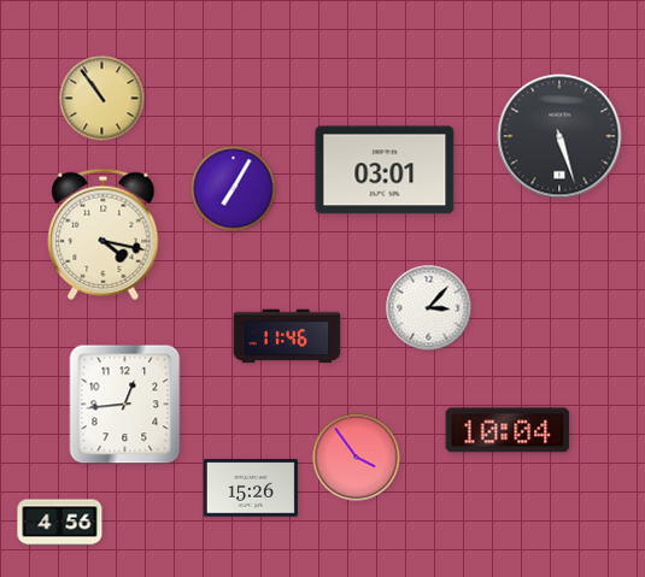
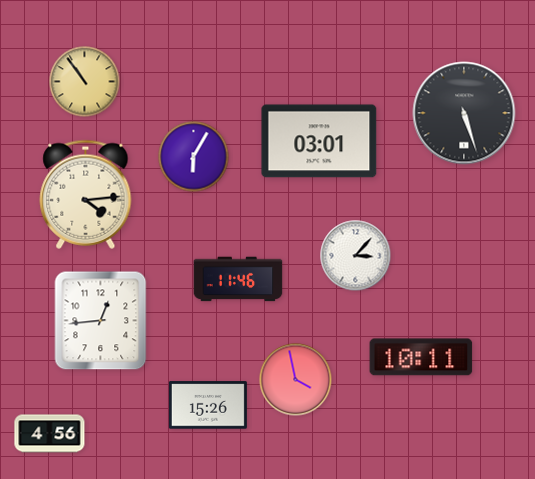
clock at (234, 189): 7:05 -> 6:05
clock at (104, 234): 4:17 -> 4:14
clock at (125, 405) position: (125, 405) -> (101, 321)
clock at (508, 430): 10:04 -> 10:11
clock at (357, 458): 3:54 -> 3:58
